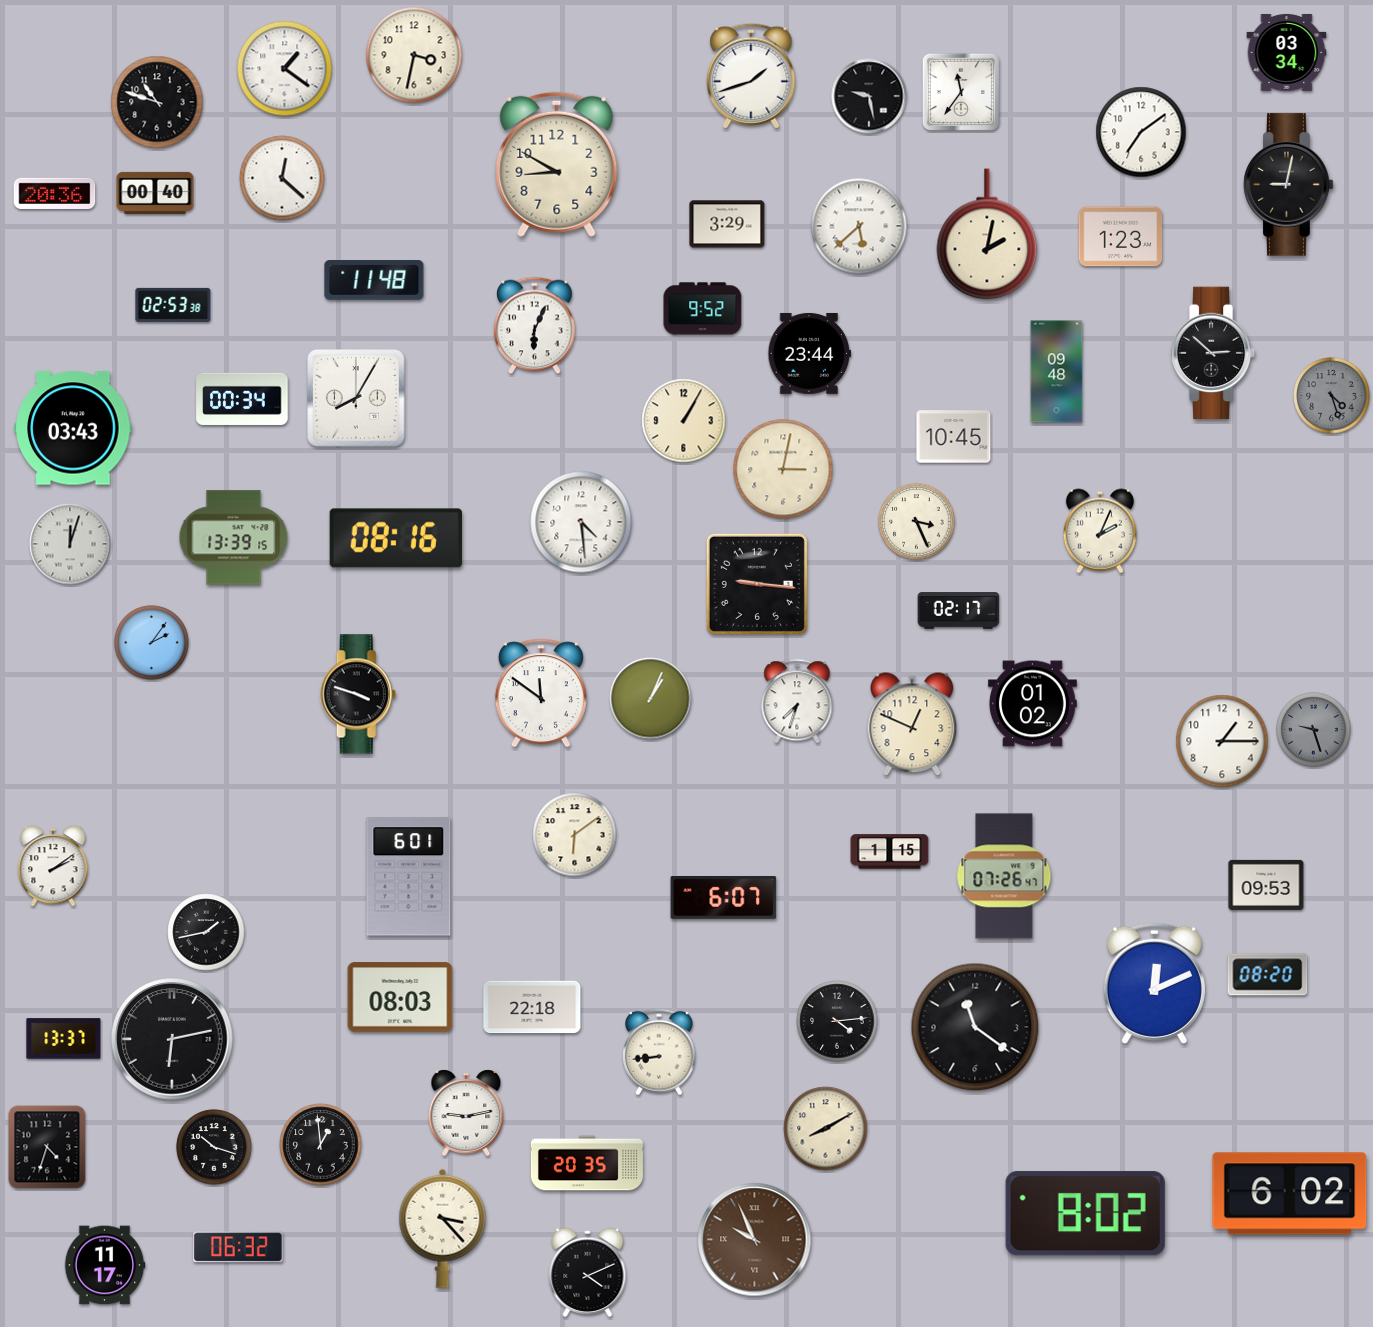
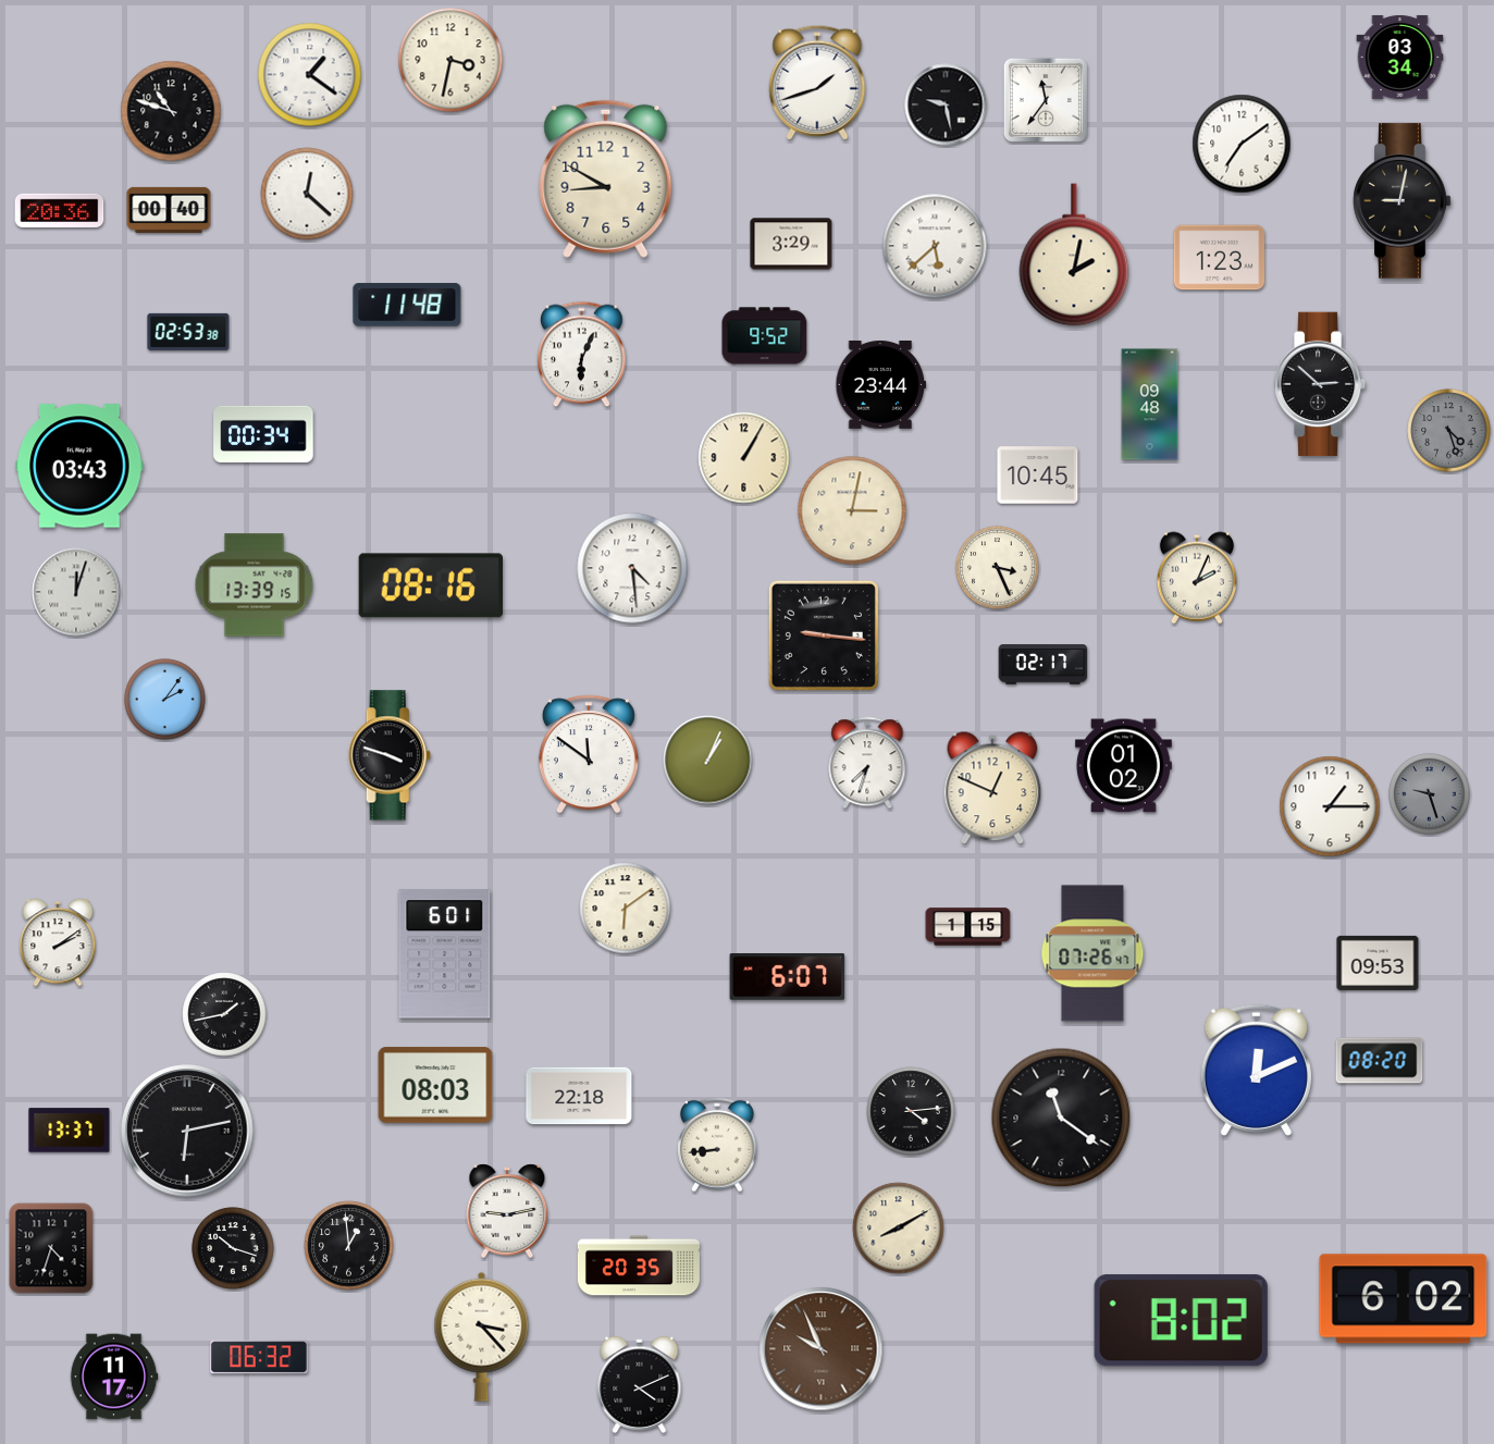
clock at (357, 399): 8:05 -> none
